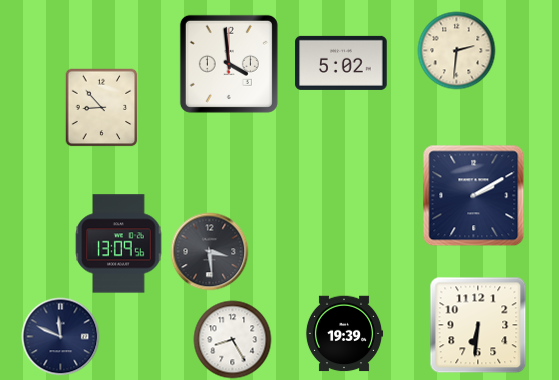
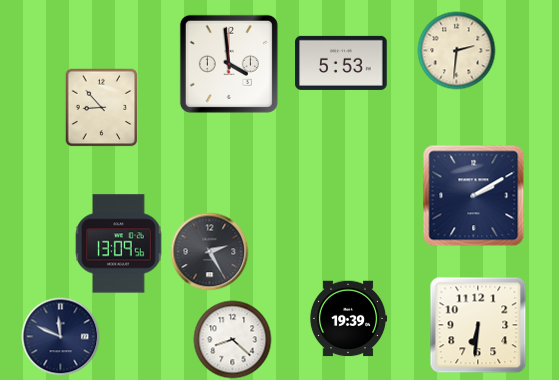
clock at (341, 63): 5:02 -> 5:53
clock at (209, 251): 3:29 -> 2:25
clock at (344, 334) position: (344, 334) -> (348, 319)
clock at (232, 339): 8:25 -> 8:22
